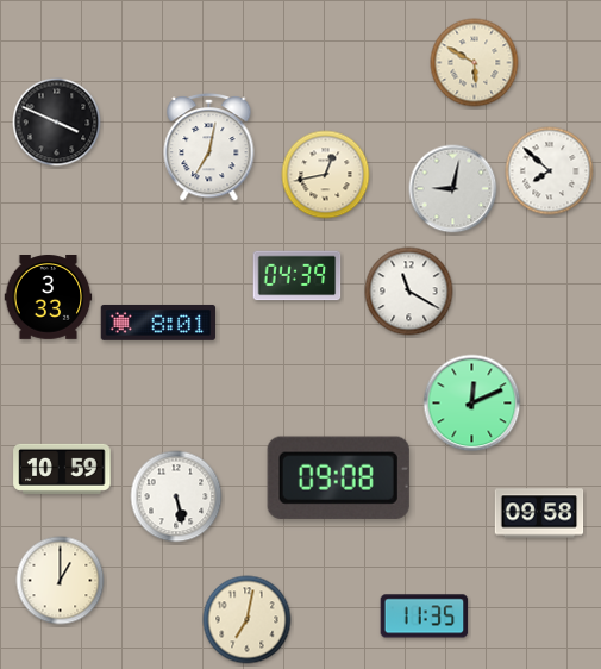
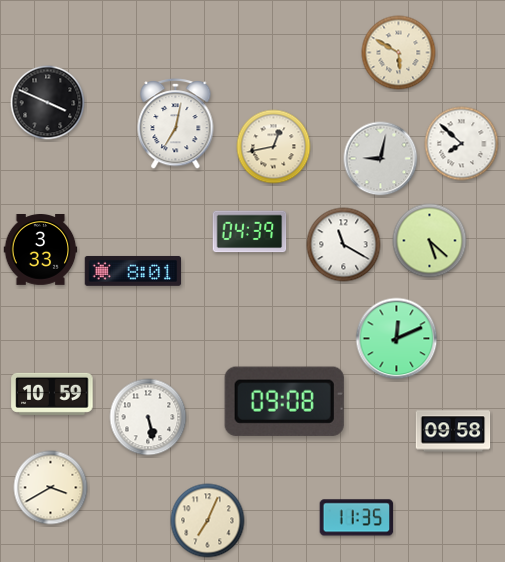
clock at (430, 241): none -> 5:22
clock at (61, 581): 1:00 -> 3:40
clock at (248, 620): 7:02 -> 7:04
